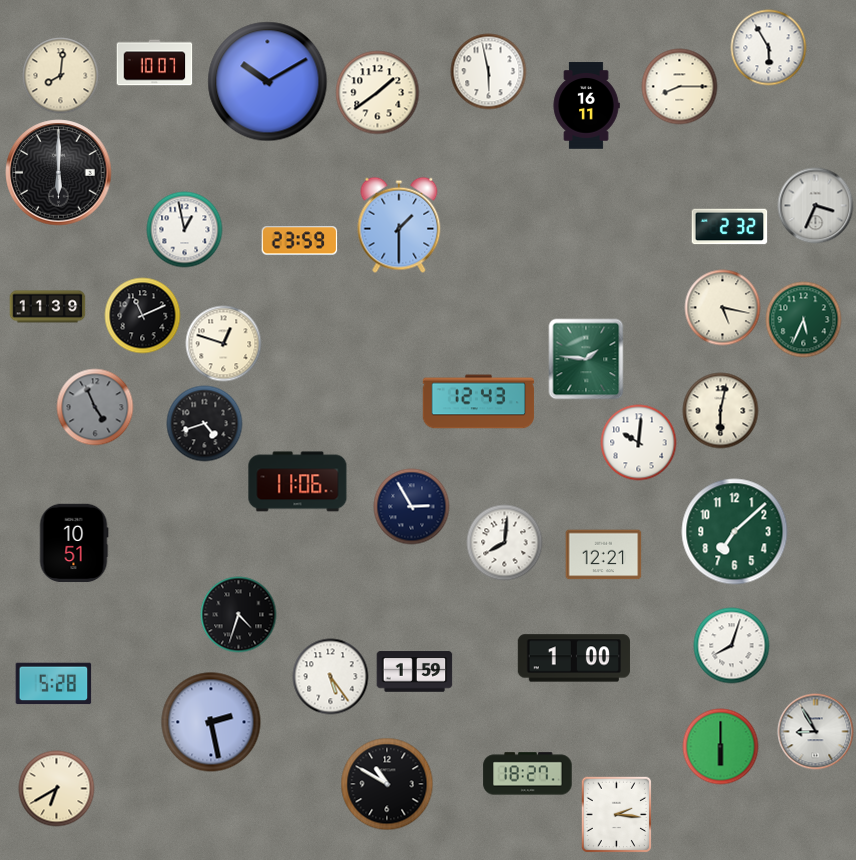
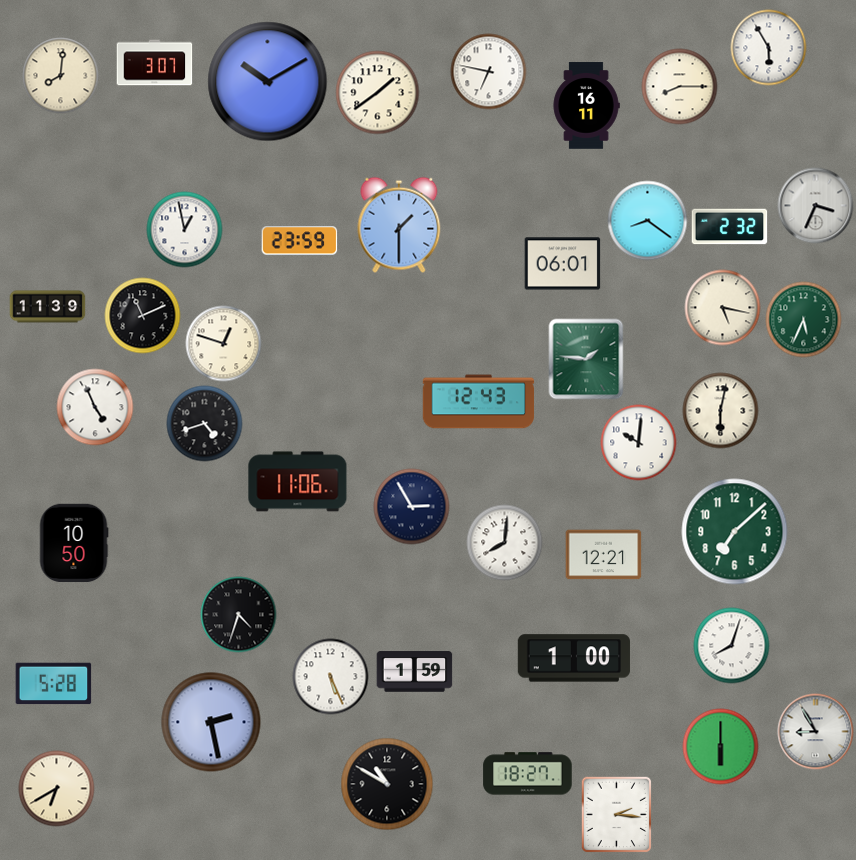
clock at (155, 63): 10:07 -> 3:07
clock at (489, 72): 5:58 -> 6:47
clock at (59, 173): 6:00 -> none
clock at (648, 221): none -> 8:21
clock at (563, 264): none -> 06:01
clock at (95, 407) dial: grey -> white
clock at (74, 543): 10:51 -> 10:50
clock at (331, 677): 5:24 -> 5:26
